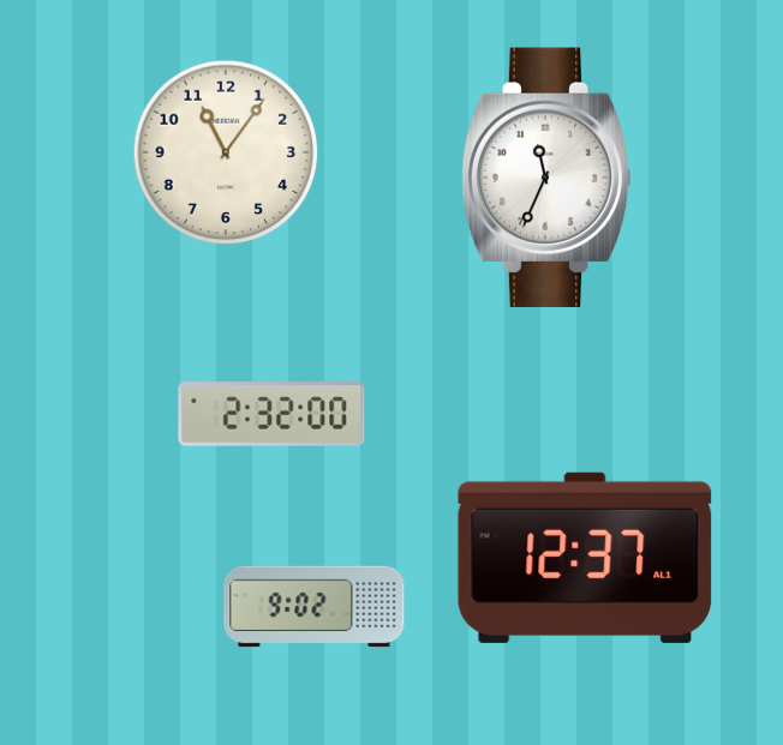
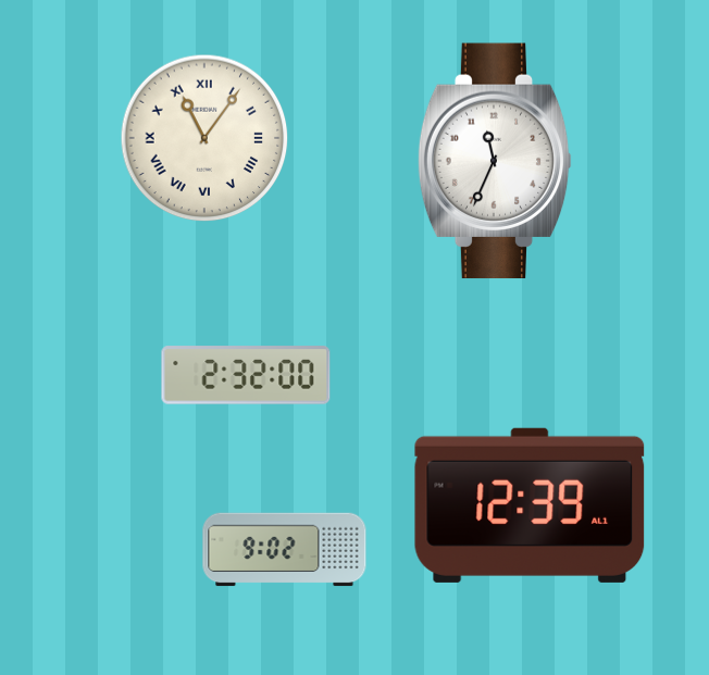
clock at (226, 152) numerals: Arabic -> Roman
clock at (585, 558): 12:37 -> 12:39
